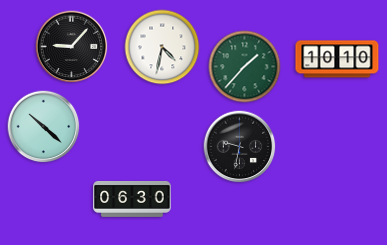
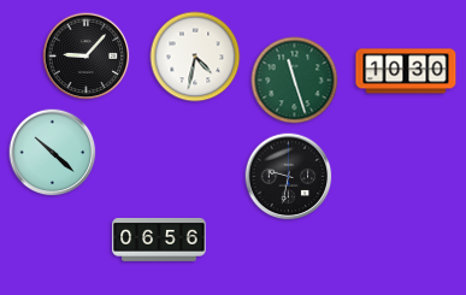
clock at (337, 59): 10:10 -> 10:30
clock at (245, 67): 1:37 -> 11:27
clock at (132, 200): 06:30 -> 06:56
